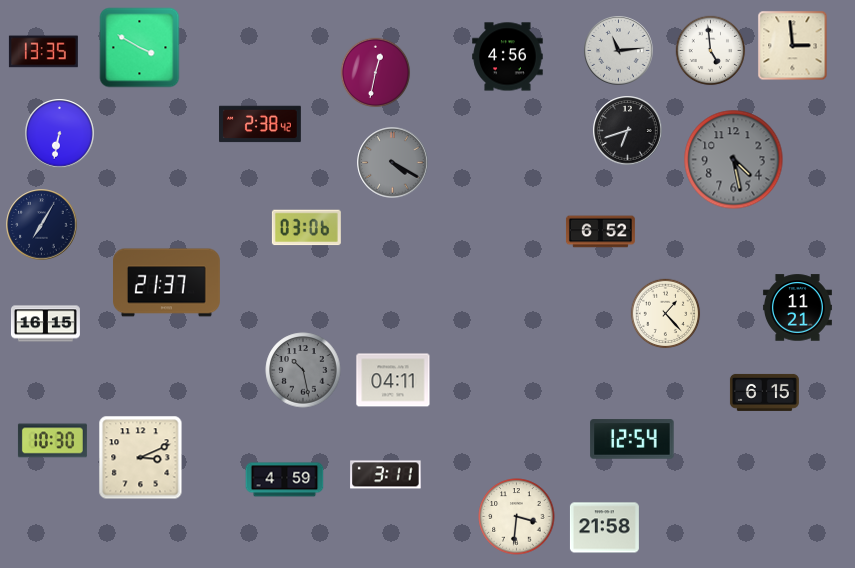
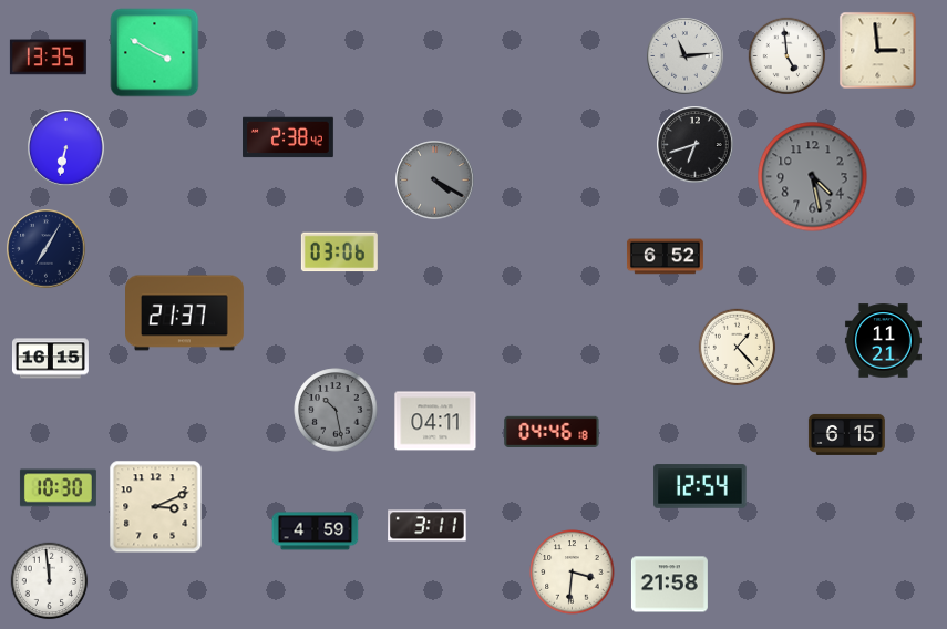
clock at (508, 57): 4:56 -> none
clock at (376, 73): 12:32 -> none
clock at (552, 432): none -> 04:46
clock at (50, 581): none -> 11:59
